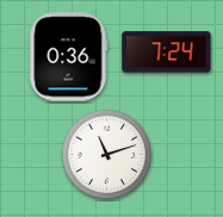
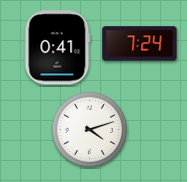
clock at (69, 57): 0:36 -> 0:41
clock at (106, 154): 11:12 -> 4:12
